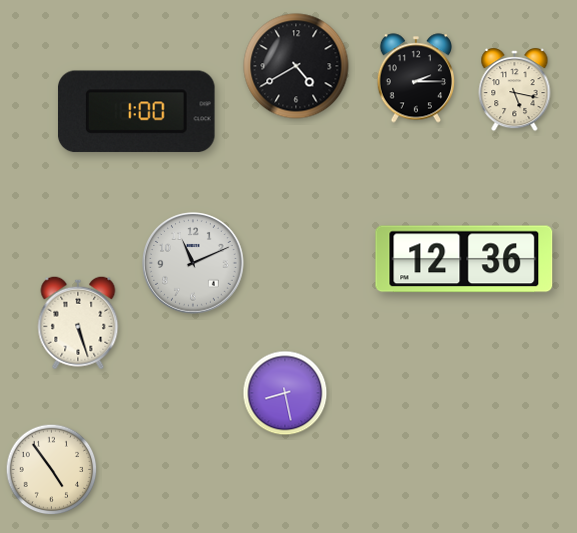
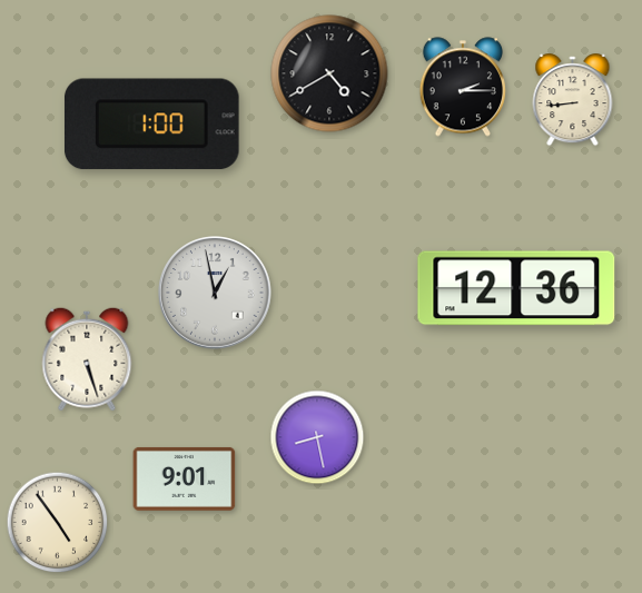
clock at (515, 91): 5:17 -> 8:44
clock at (194, 264): 11:11 -> 12:58
clock at (185, 478): none -> 9:01
